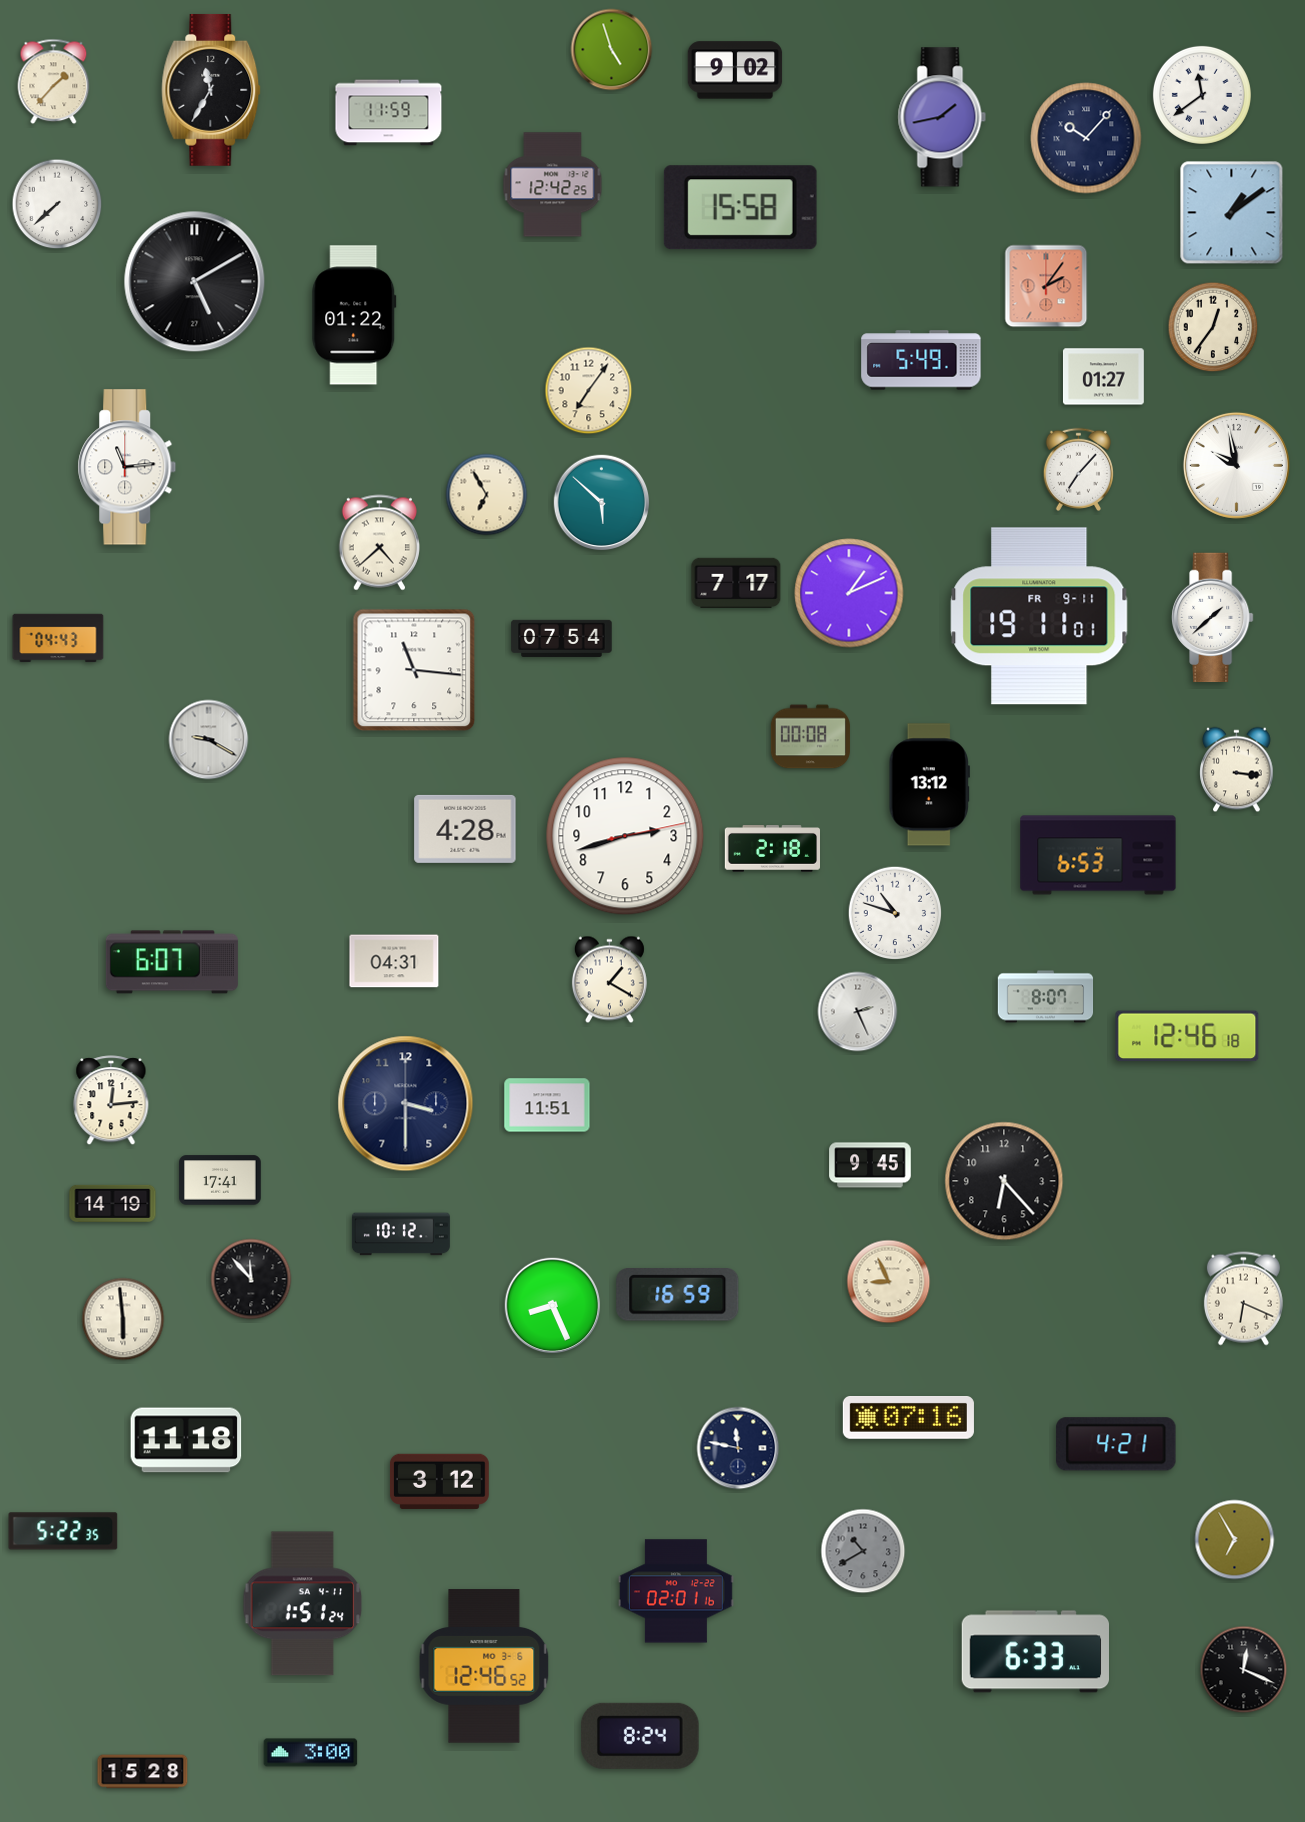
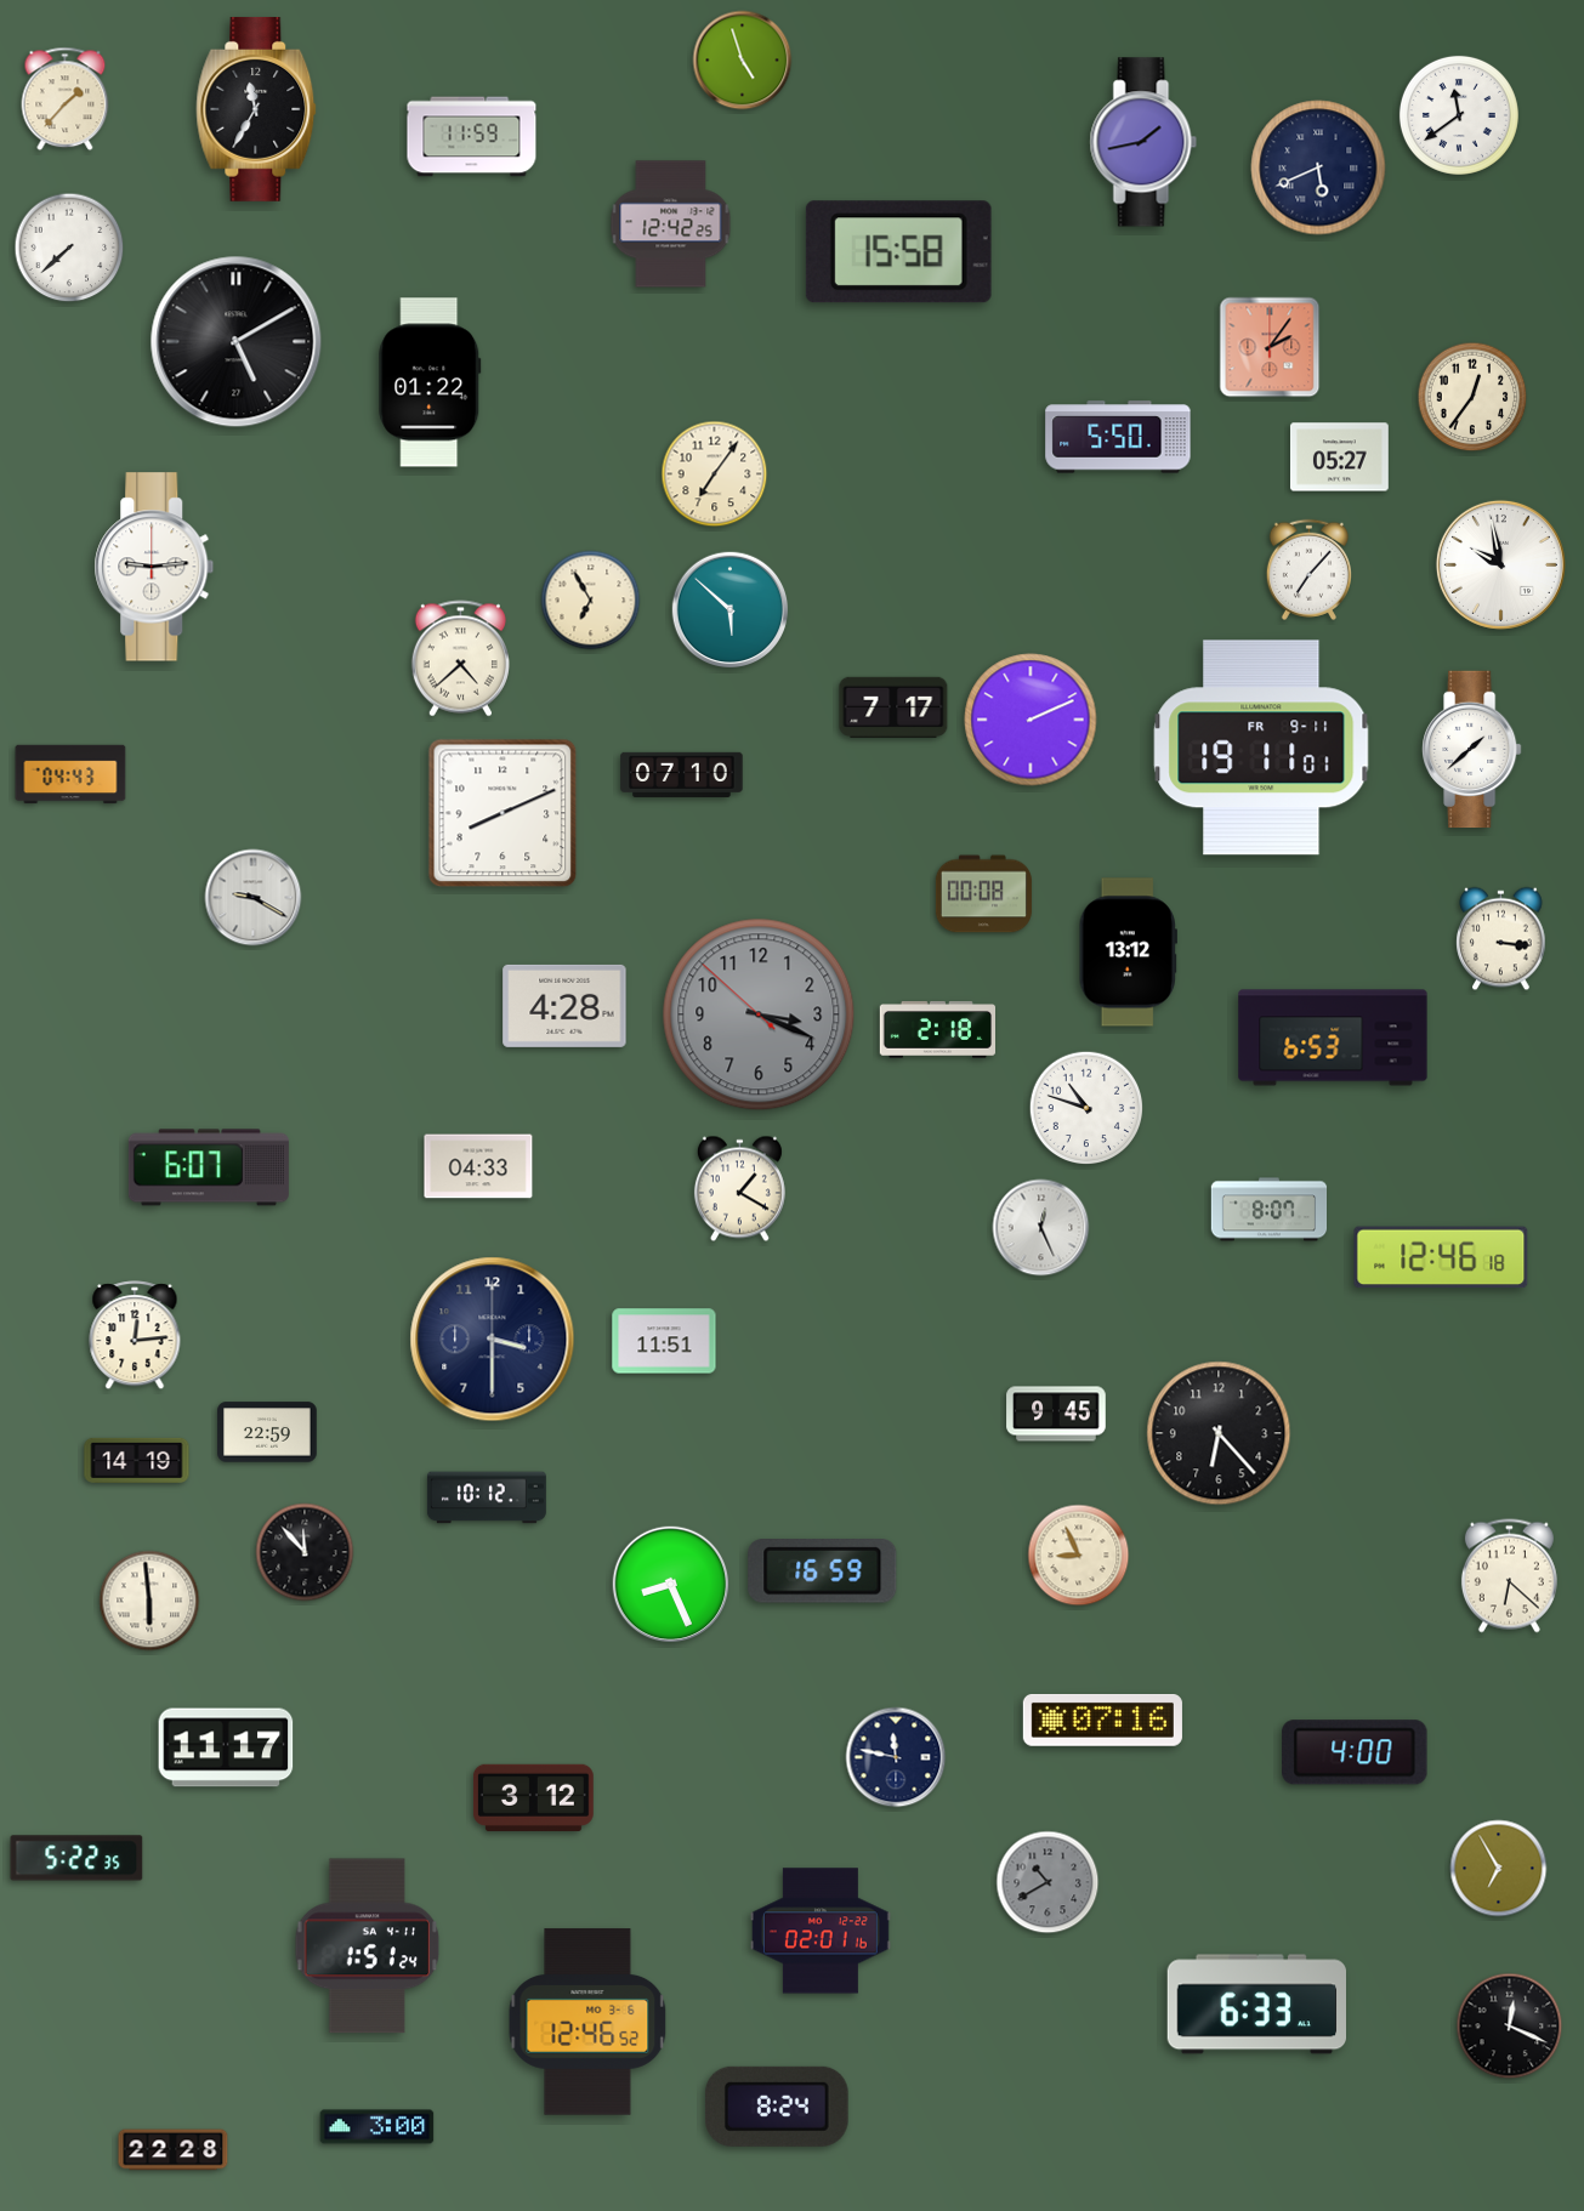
clock at (735, 70): 9:02 -> none
clock at (1086, 138): 10:07 -> 5:41
clock at (1232, 213): 1:09 -> none
clock at (921, 360): 5:49 -> 5:50
clock at (1103, 377): 01:27 -> 05:27
clock at (127, 467): 11:14 -> 9:14
clock at (849, 593): 1:11 -> 2:11
clock at (562, 638): 07:54 -> 07:10
clock at (414, 670): 11:16 -> 8:11
clock at (1237, 770) position: (1237, 770) -> (1501, 939)
clock at (625, 836): 2:42 -> 3:18
clock at (625, 836) dial: white -> grey
clock at (394, 961): 04:31 -> 04:33
clock at (858, 1012): 2:26 -> 12:26
clock at (220, 1180): 17:41 -> 22:59
clock at (1243, 1299): 6:19 -> 6:22
clock at (186, 1440): 11:18 -> 11:17
clock at (1116, 1444): 4:21 -> 4:00
clock at (143, 1772): 15:28 -> 22:28
